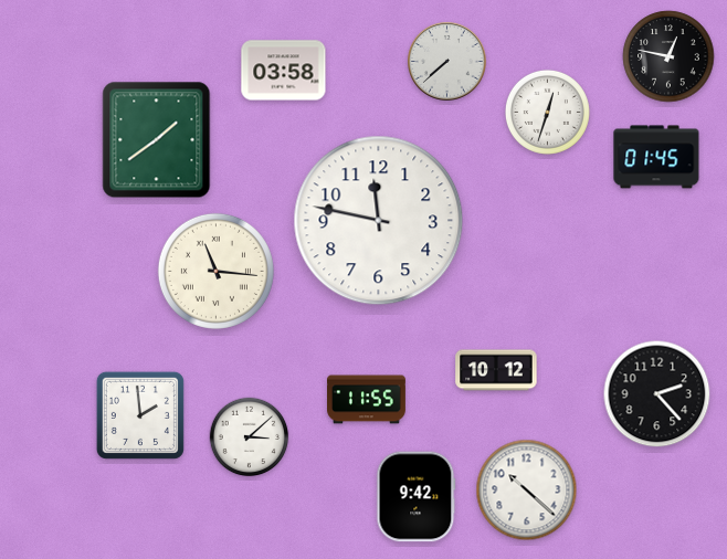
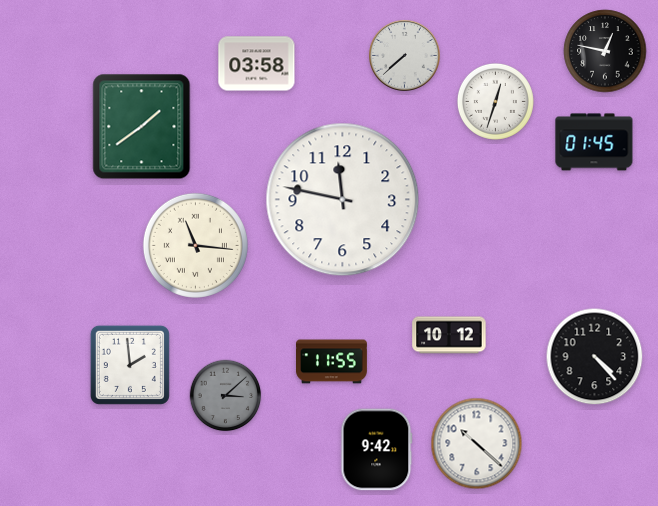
clock at (657, 394): 2:23 -> 4:23
clock at (140, 415) position: (140, 415) -> (130, 365)
clock at (250, 437) dial: white -> grey
